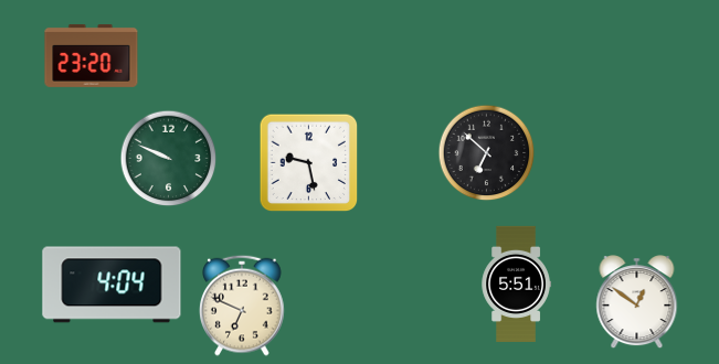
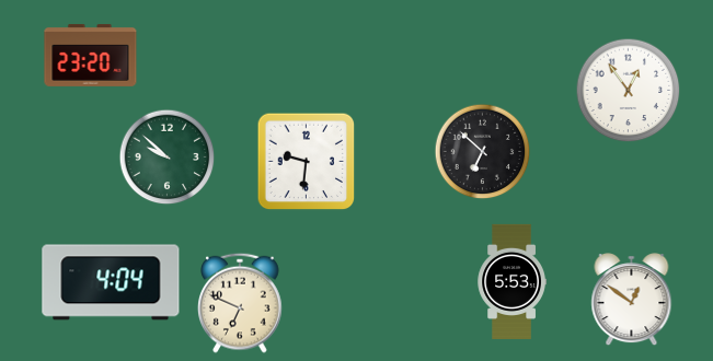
clock at (628, 90): none -> 12:54
clock at (168, 158): 9:49 -> 9:52
clock at (308, 162): 9:28 -> 9:31
clock at (516, 283): 5:51 -> 5:53
